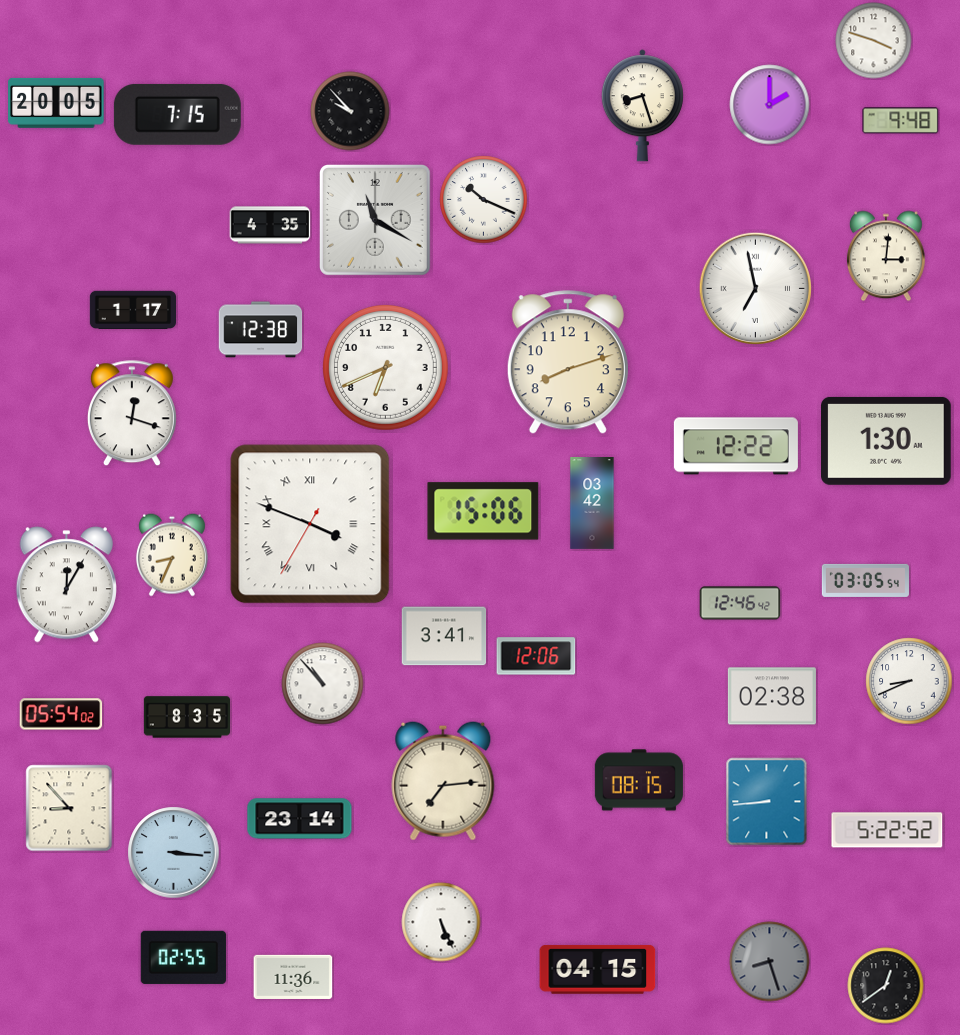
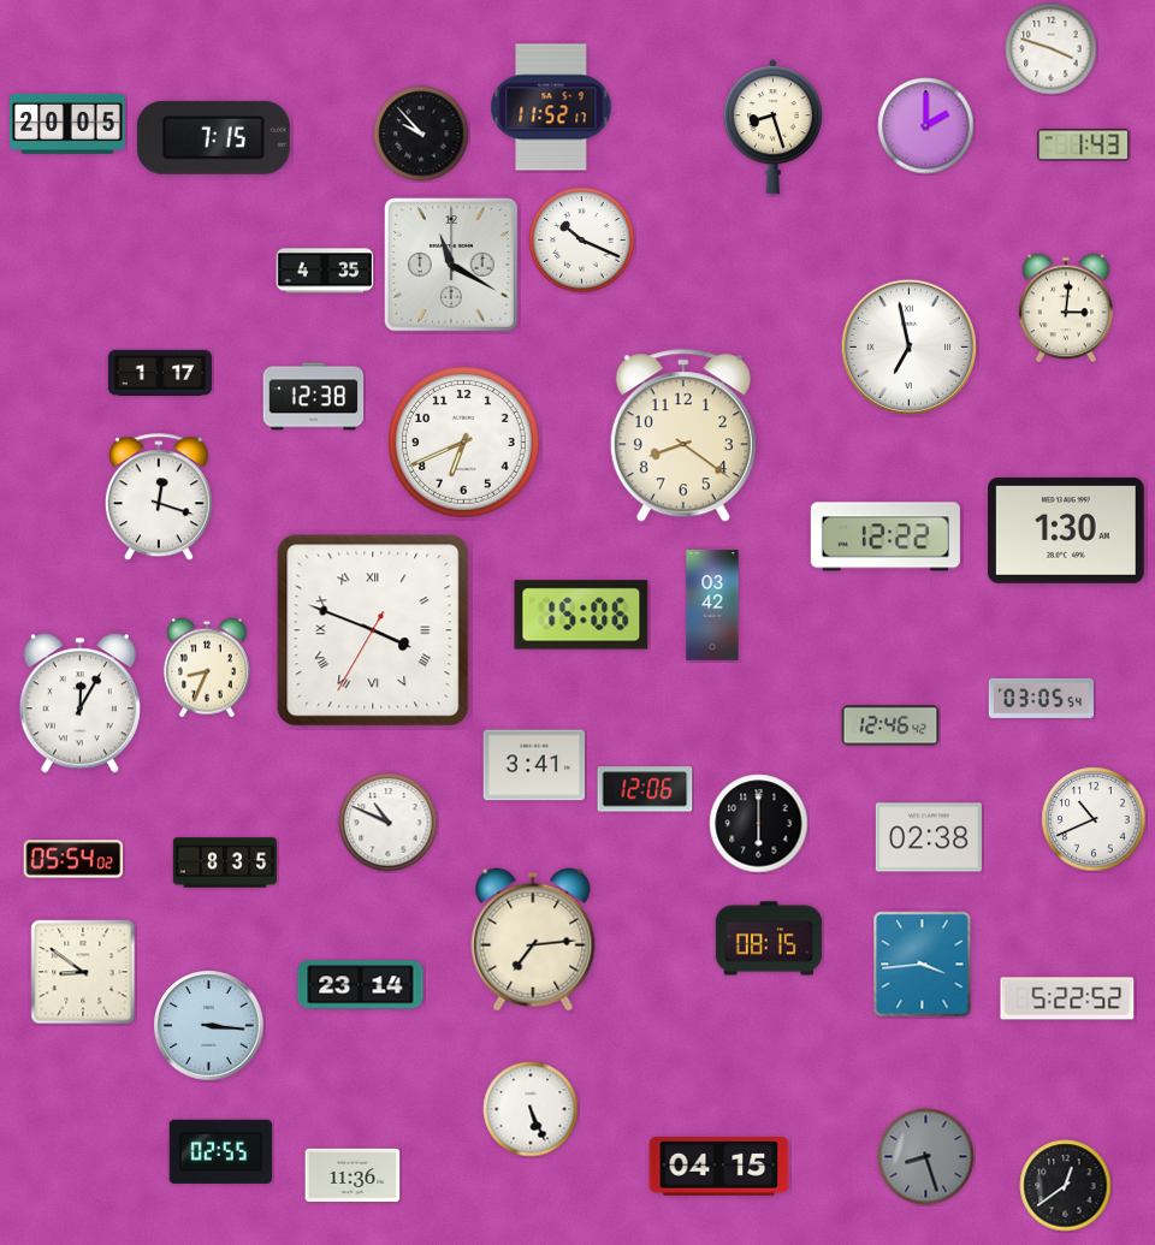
clock at (551, 107): none -> 11:52
clock at (901, 121): 9:48 -> 1:43
clock at (568, 363): 8:12 -> 8:21
clock at (909, 681): 8:41 -> 10:41
clock at (323, 684): 10:53 -> 10:49
clock at (759, 824): none -> 6:00
clock at (767, 802): 8:44 -> 3:44
clock at (69, 808): 8:53 -> 8:51
